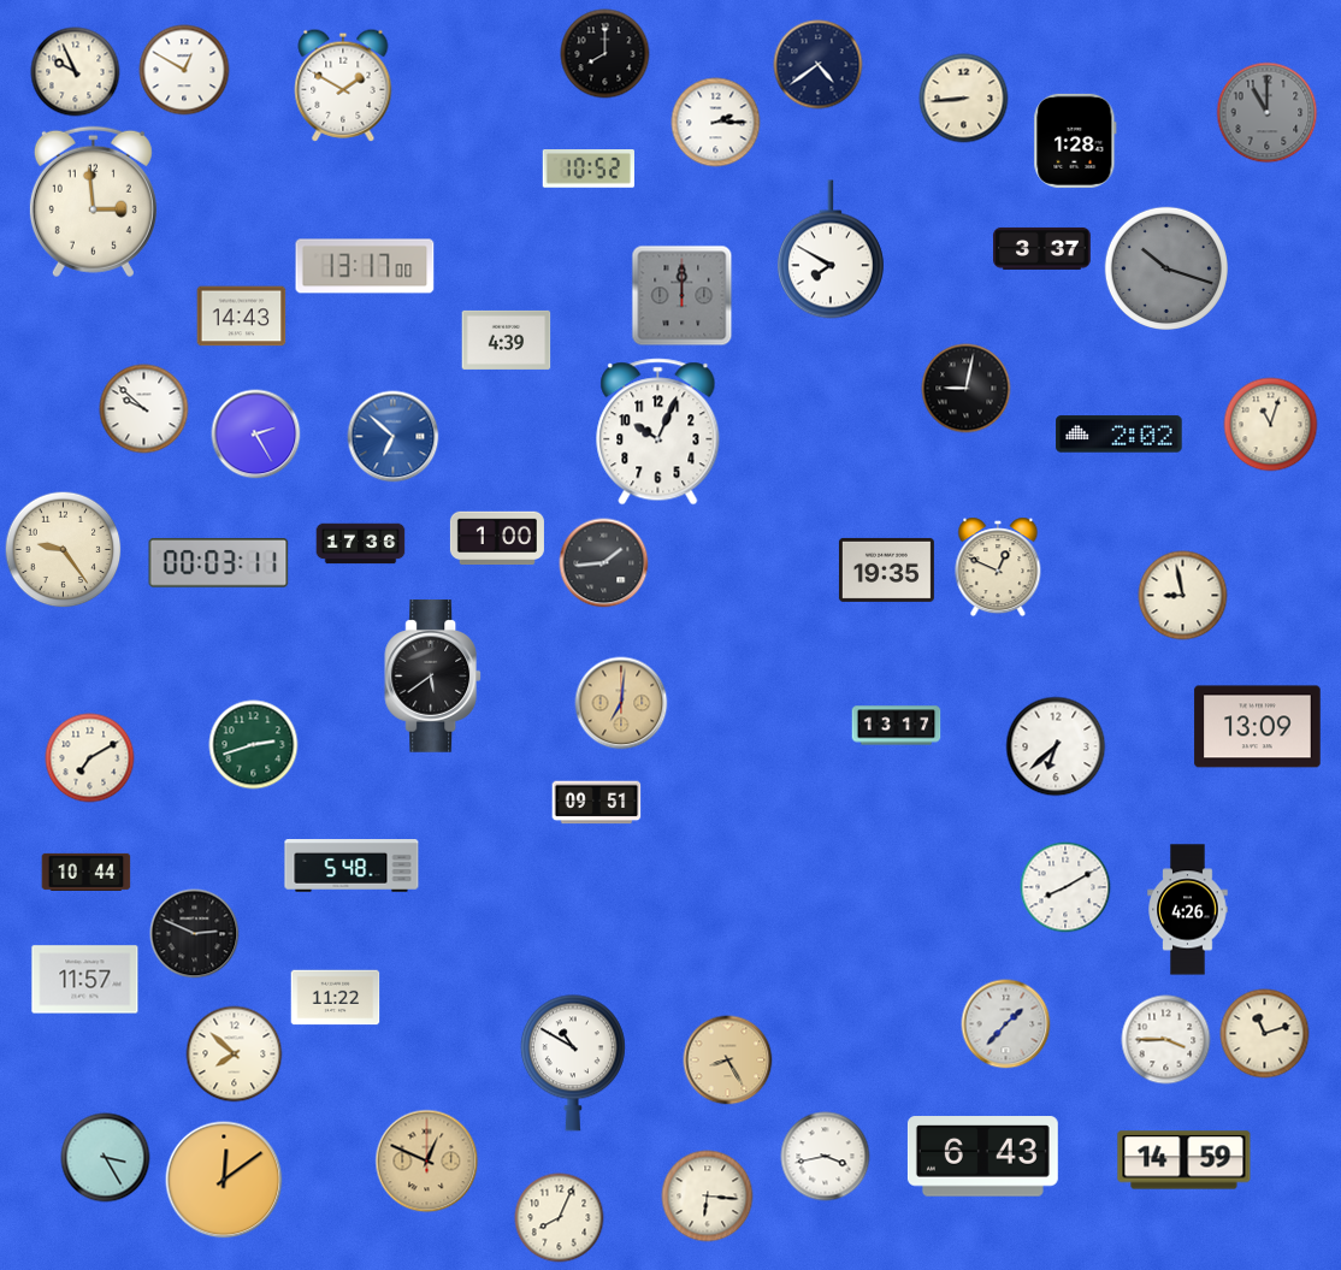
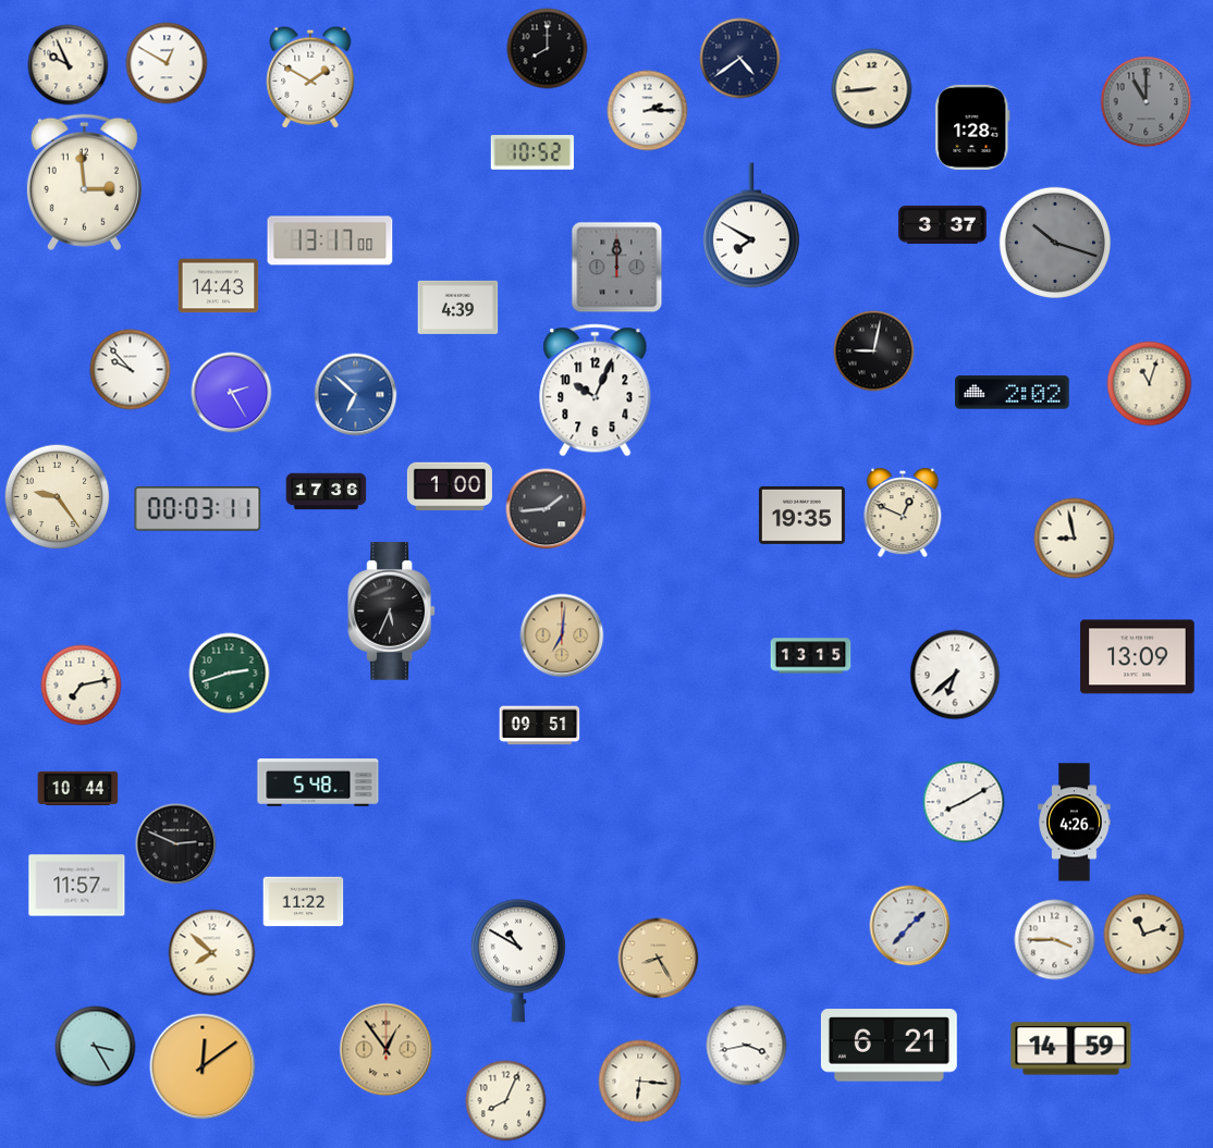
clock at (144, 409): 9:52 -> 9:53
clock at (1183, 596) position: (1183, 596) -> (1075, 539)
clock at (433, 677): 5:39 -> 5:34
clock at (897, 726): 13:17 -> 13:15
clock at (90, 758): 7:10 -> 7:13
clock at (982, 1157): 6:43 -> 6:21
clock at (427, 1162): 12:49 -> 12:54
